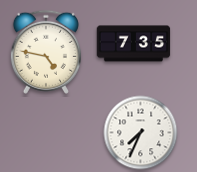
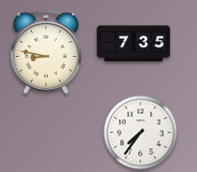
clock at (46, 52): 4:47 -> 8:47
clock at (141, 133): 7:34 -> 7:36
